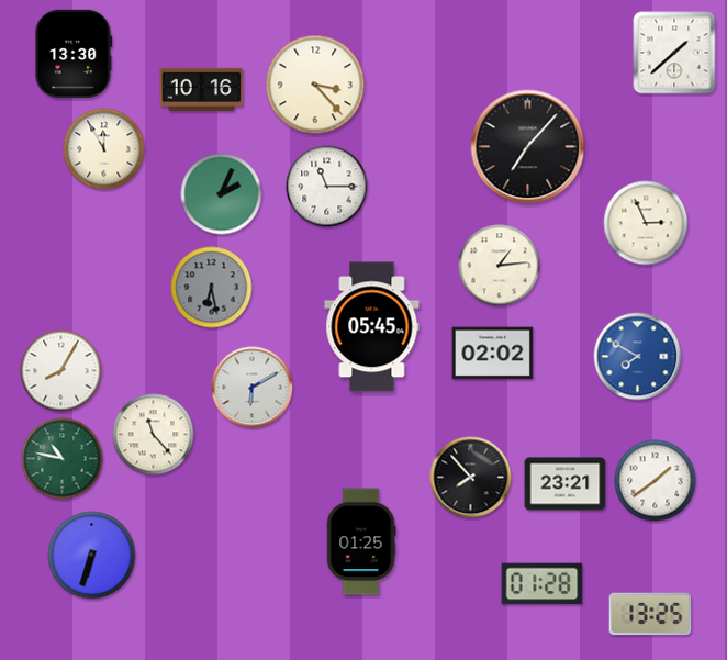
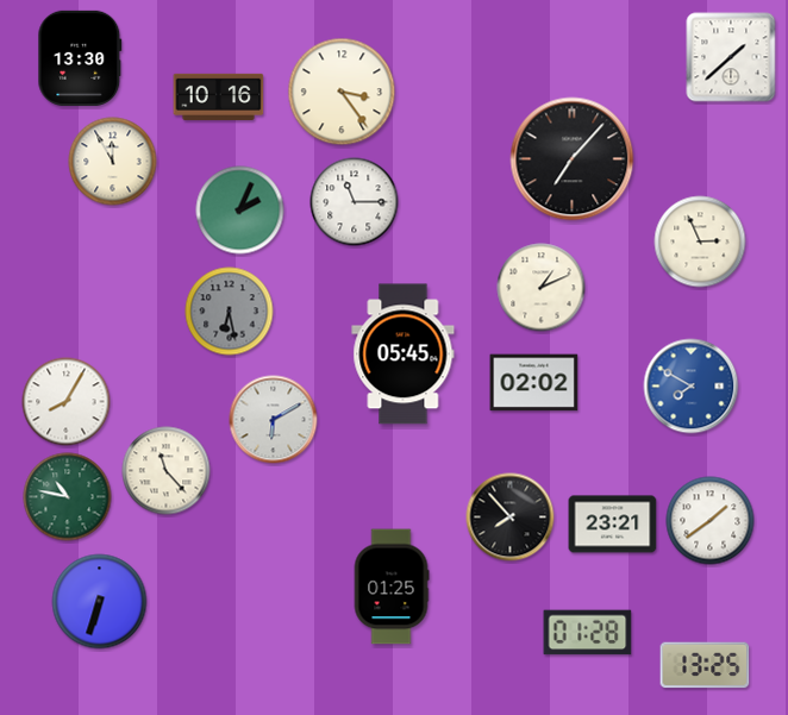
clock at (315, 85): 3:23 -> 3:24
clock at (500, 266): 1:14 -> 1:11
